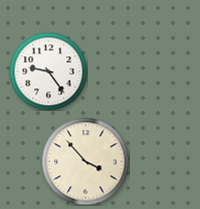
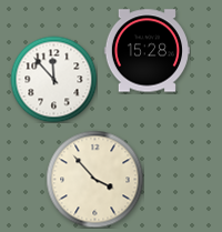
clock at (147, 51): none -> 15:28
clock at (48, 71): 9:24 -> 11:53
